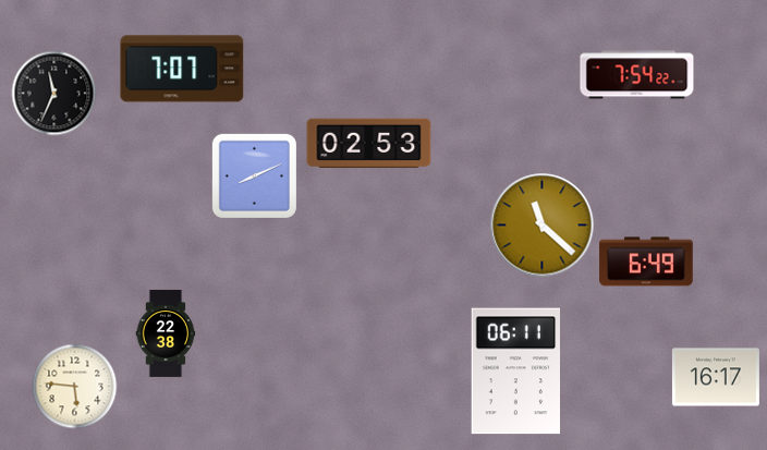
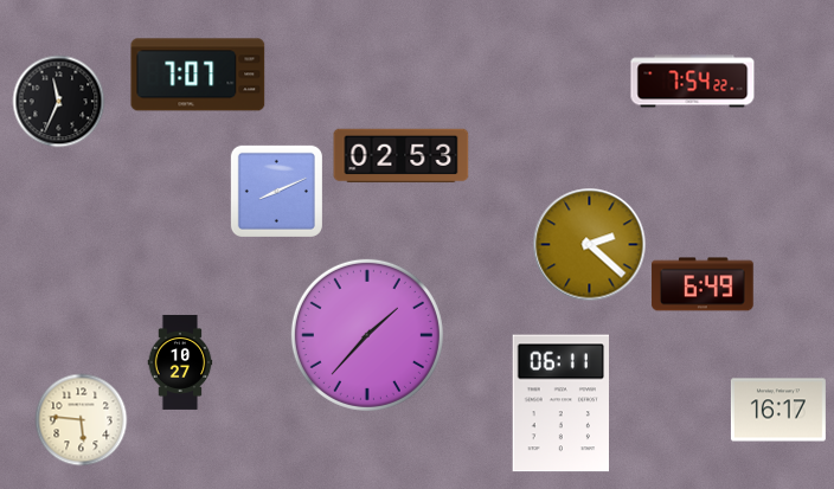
clock at (541, 224): 11:22 -> 2:22
clock at (367, 335): none -> 1:37
clock at (166, 333): 22:38 -> 10:27
